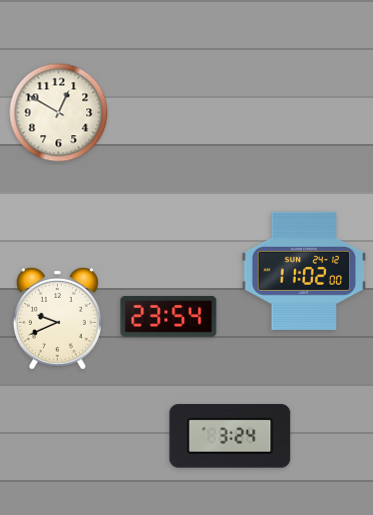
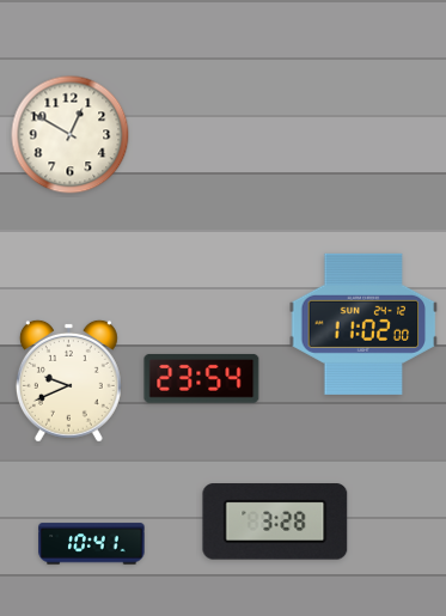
clock at (230, 436): 3:24 -> 3:28
clock at (92, 544): none -> 10:41
